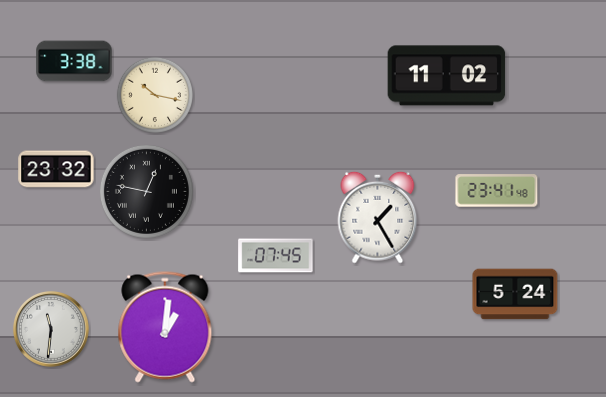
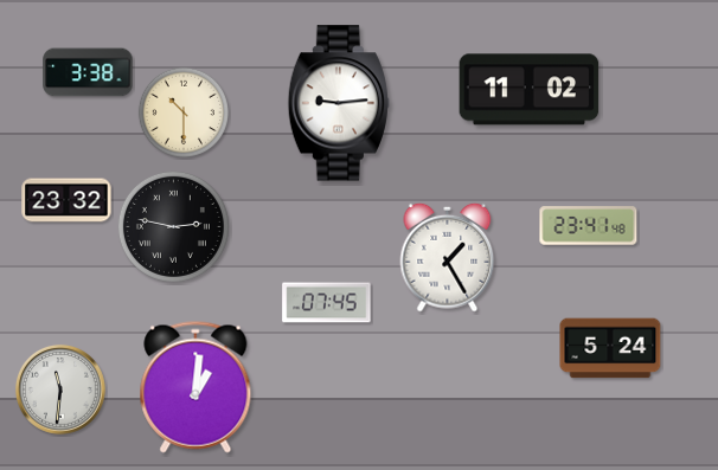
clock at (338, 103): none -> 9:14
clock at (154, 94): 10:17 -> 10:30
clock at (146, 191): 12:47 -> 2:47
